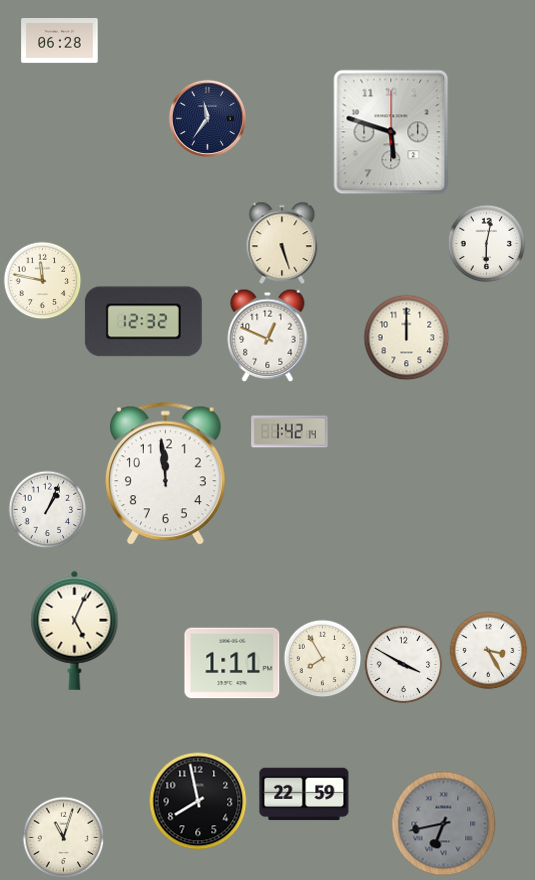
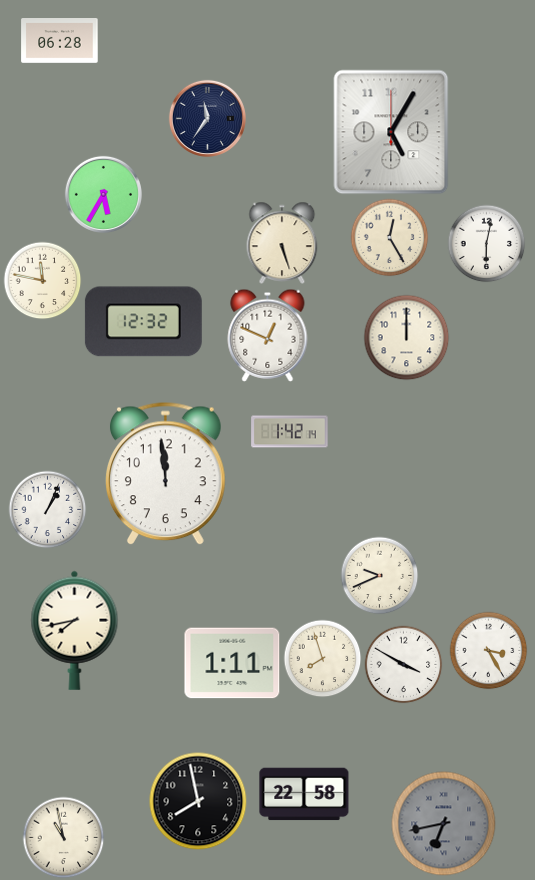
clock at (391, 132): 5:48 -> 5:05
clock at (103, 194): none -> 5:35
clock at (389, 237): none -> 12:25
clock at (379, 575): none -> 9:41
clock at (75, 630): 5:04 -> 7:43
clock at (322, 658): 7:55 -> 7:57
clock at (304, 794): 22:59 -> 22:58
clock at (63, 837): 11:03 -> 10:58
